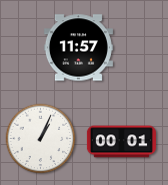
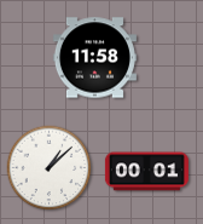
clock at (78, 48): 11:57 -> 11:58
clock at (41, 139): 1:04 -> 1:08
